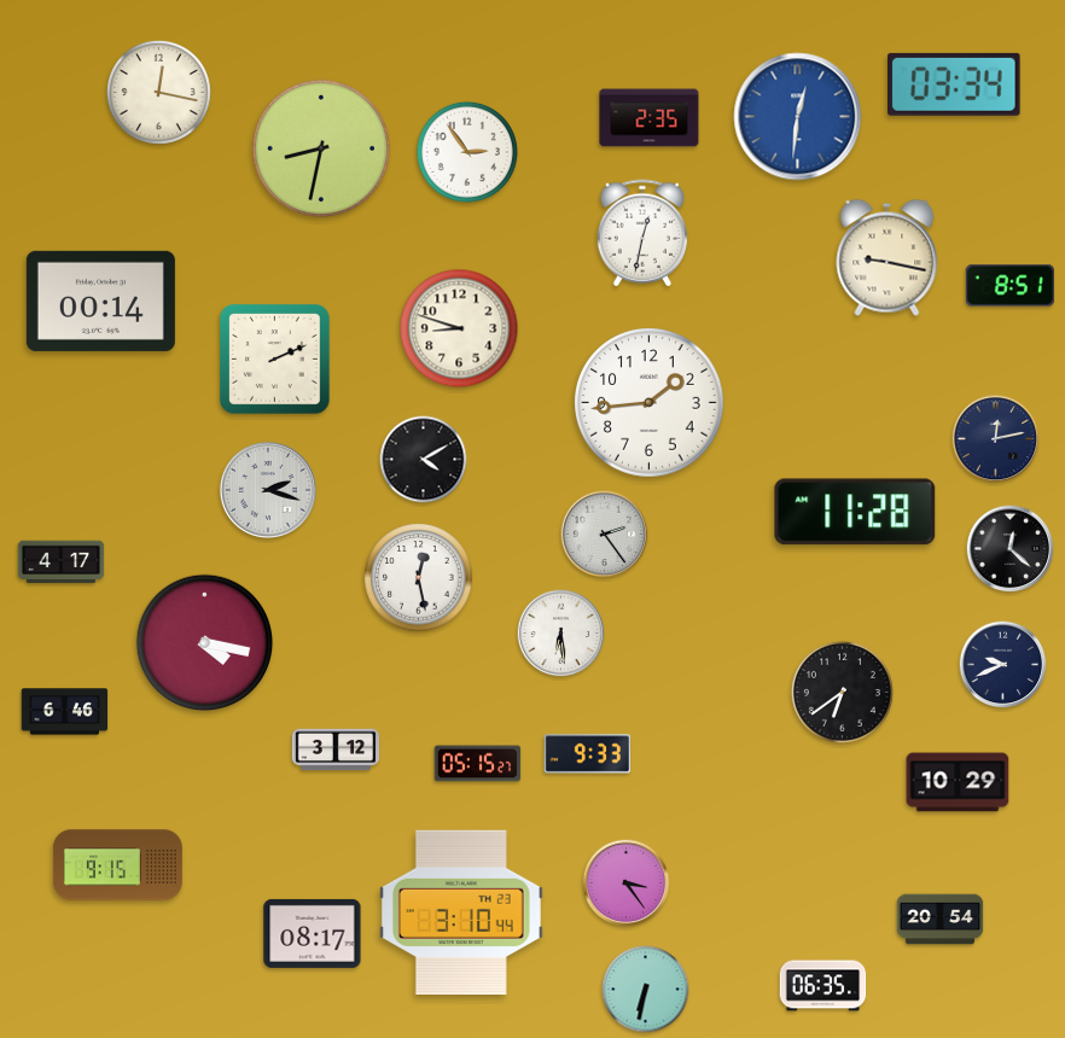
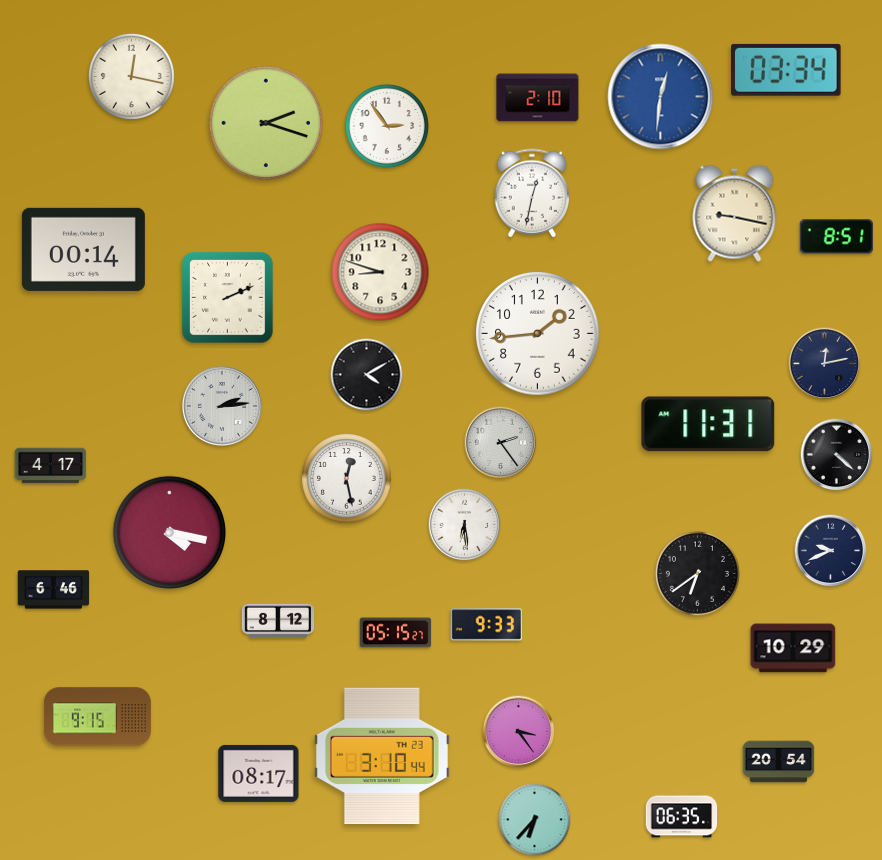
clock at (955, 84) position: (955, 84) -> (787, 70)
clock at (650, 118): 2:35 -> 2:10
clock at (320, 147): 8:32 -> 2:18
clock at (424, 460) position: (424, 460) -> (367, 375)
clock at (268, 490): 2:18 -> 2:14
clock at (855, 512): 11:28 -> 11:31
clock at (1011, 549): 12:22 -> 4:22
clock at (336, 750): 3:12 -> 8:12
clock at (646, 990): 6:32 -> 6:37
